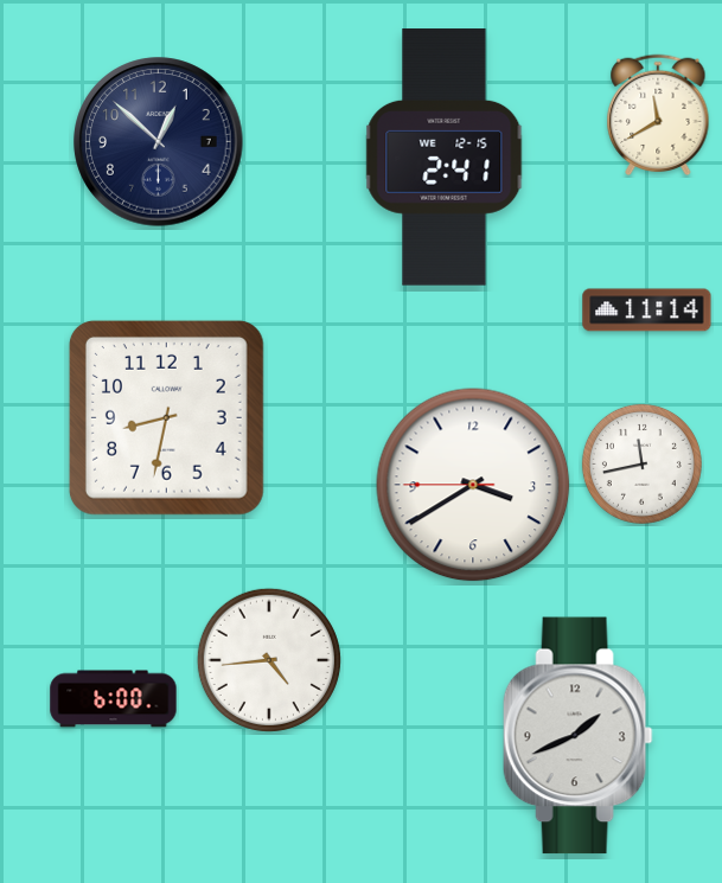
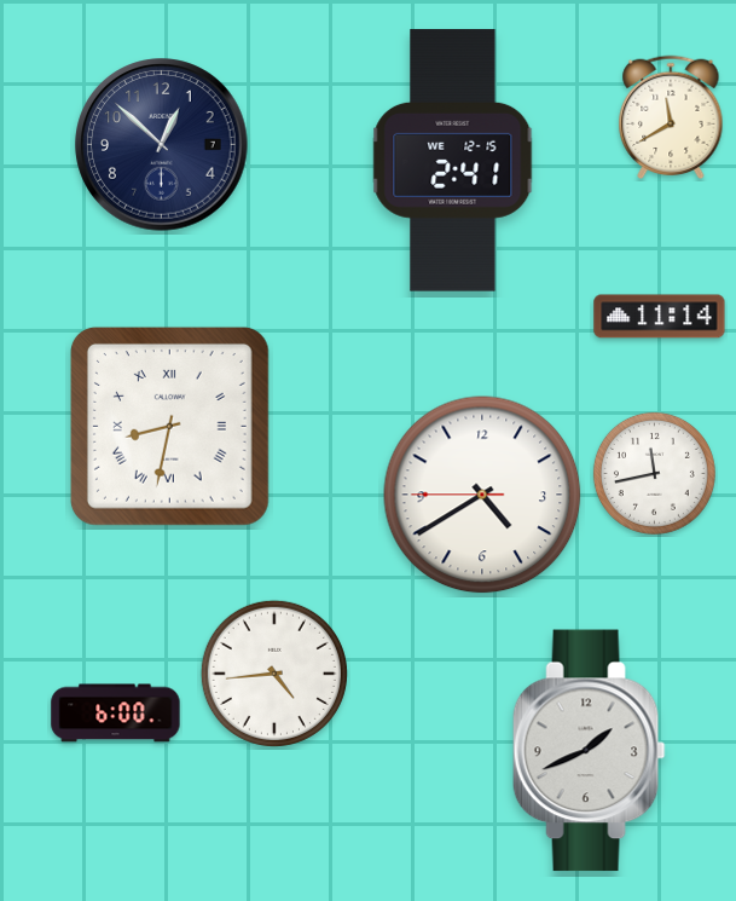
clock at (166, 417) numerals: Arabic -> Roman
clock at (473, 485): 3:39 -> 4:39
